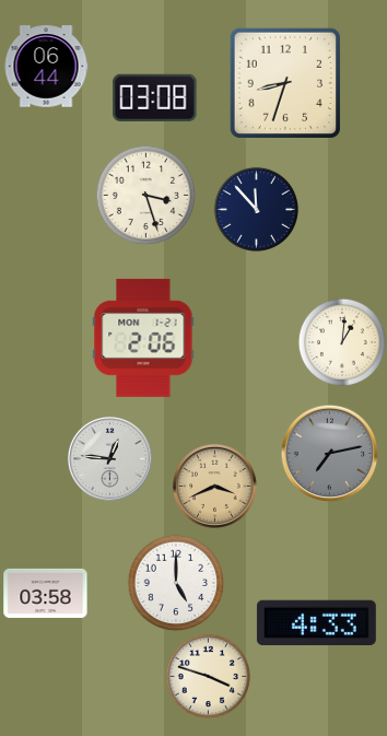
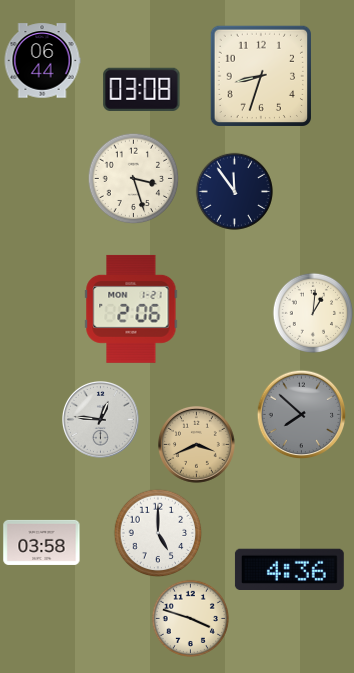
clock at (256, 209): 11:53 -> 11:54
clock at (329, 453): 7:13 -> 7:52
clock at (176, 583) position: (176, 583) -> (158, 533)
clock at (316, 622): 4:33 -> 4:36
